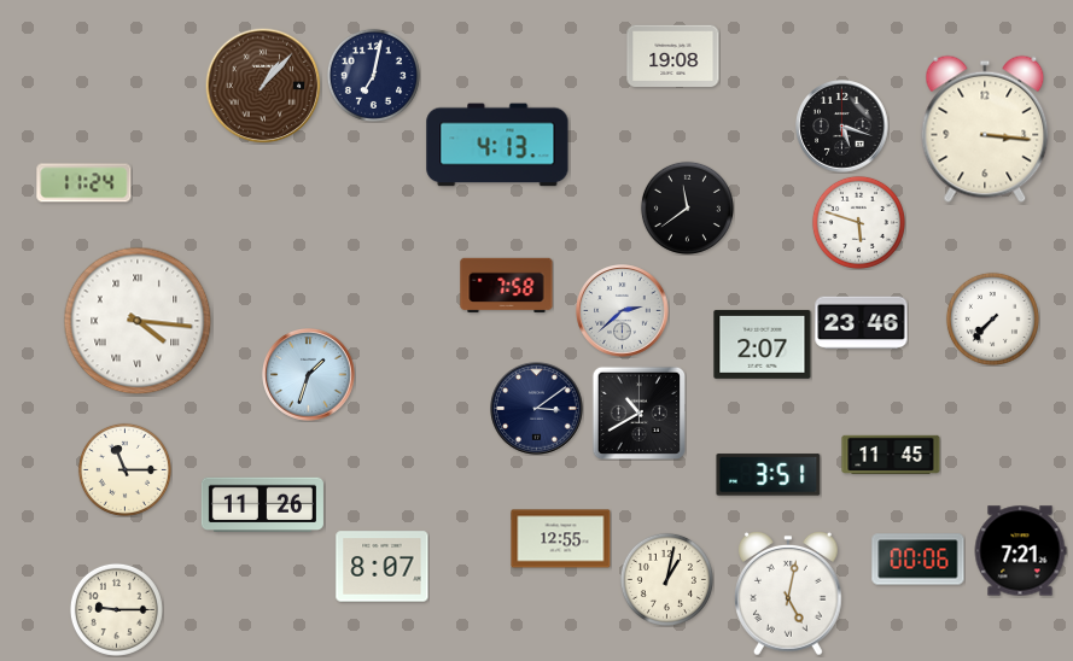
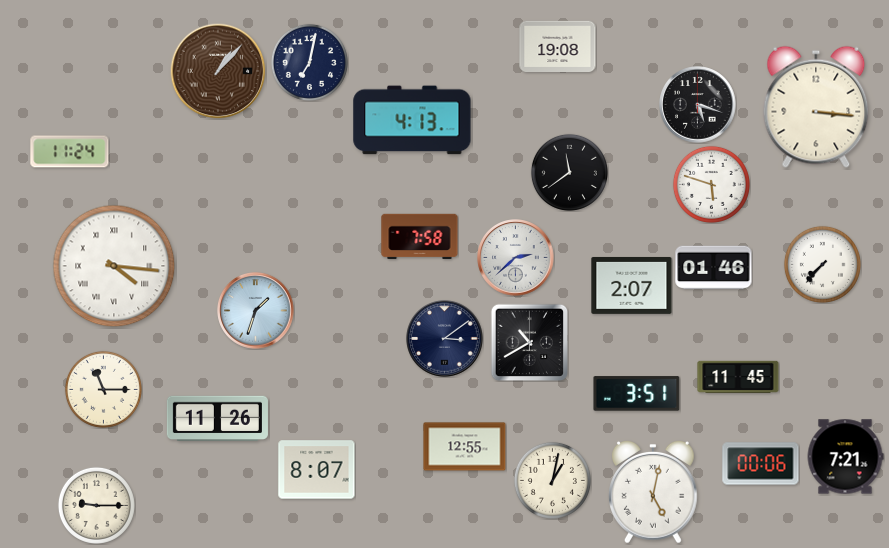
clock at (862, 323): 23:46 -> 01:46
